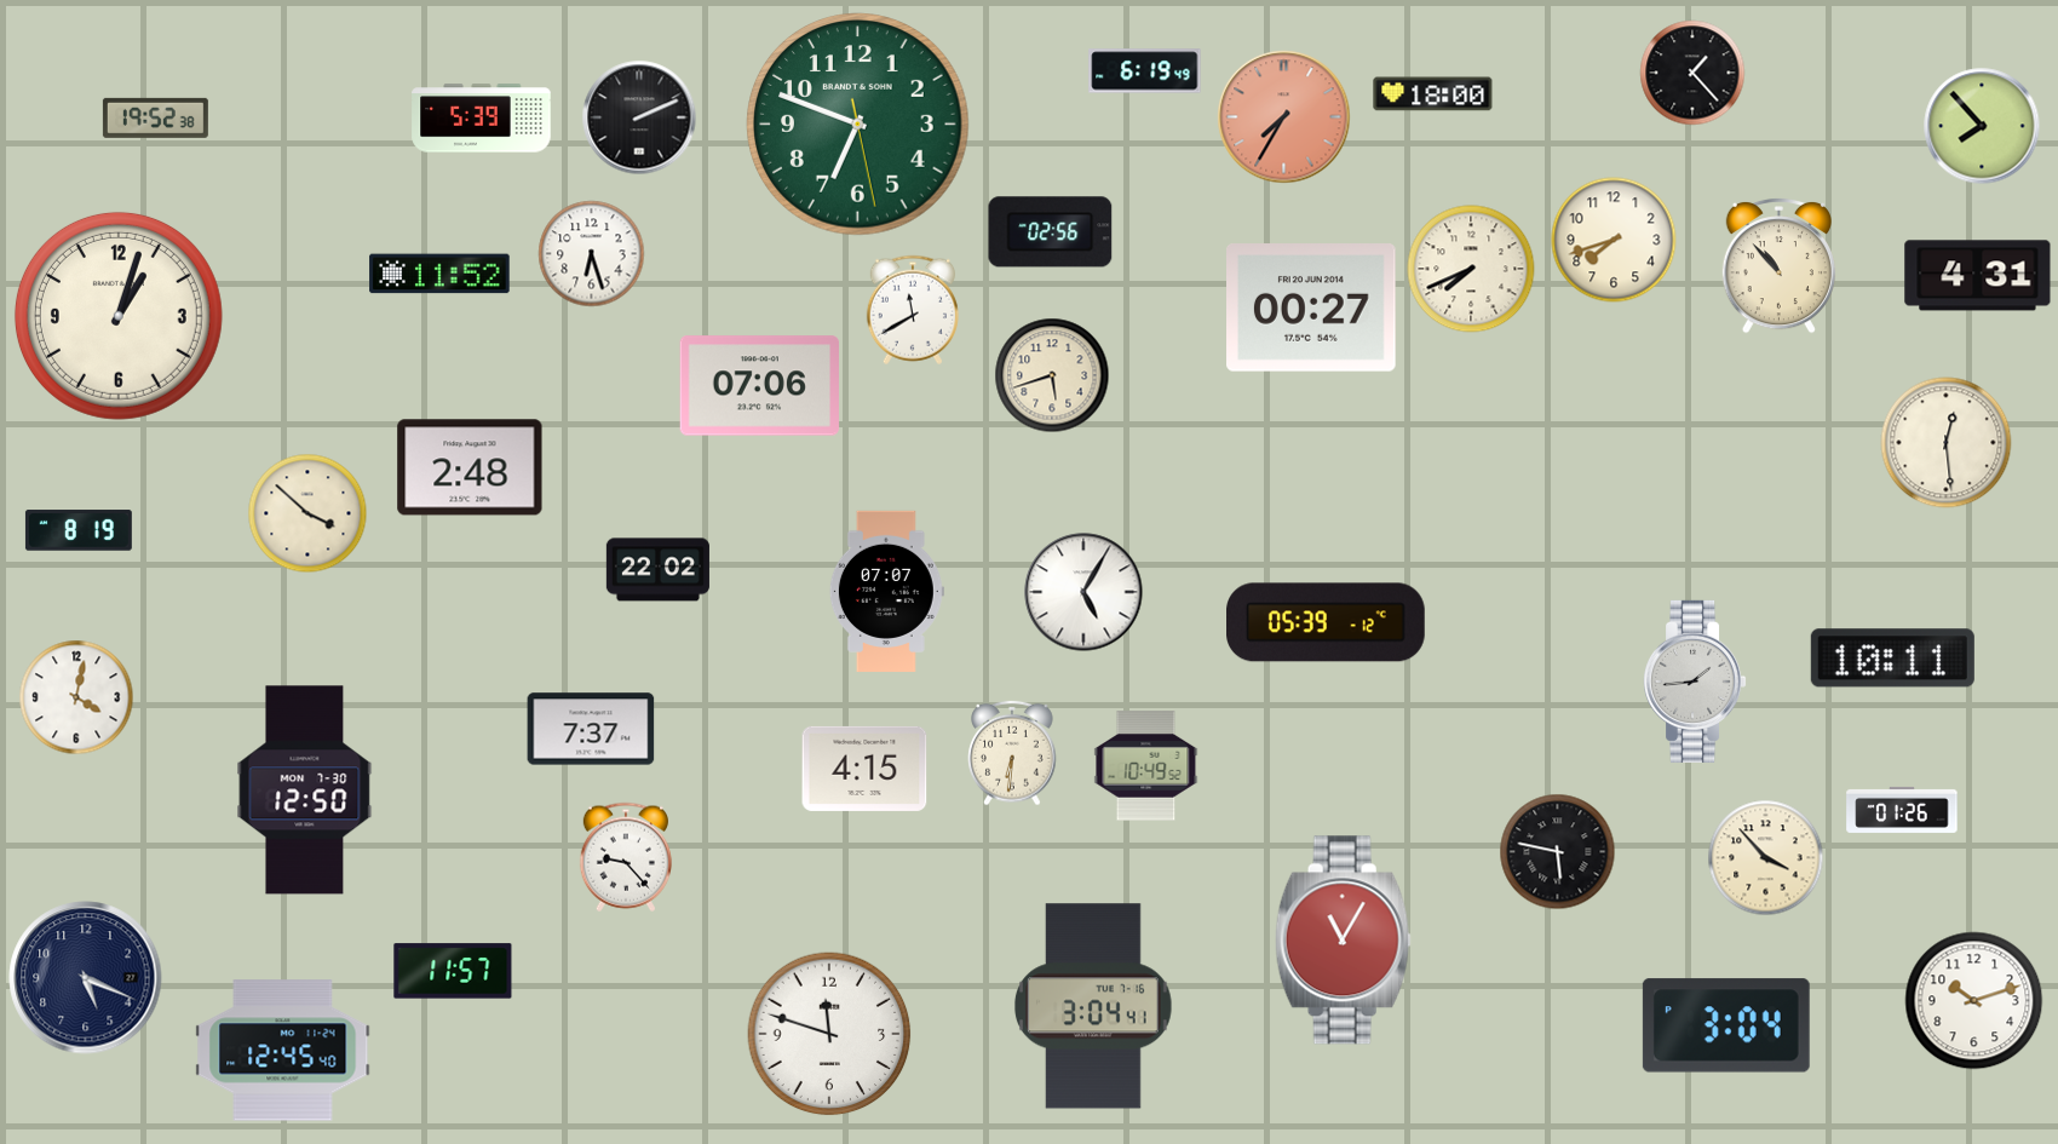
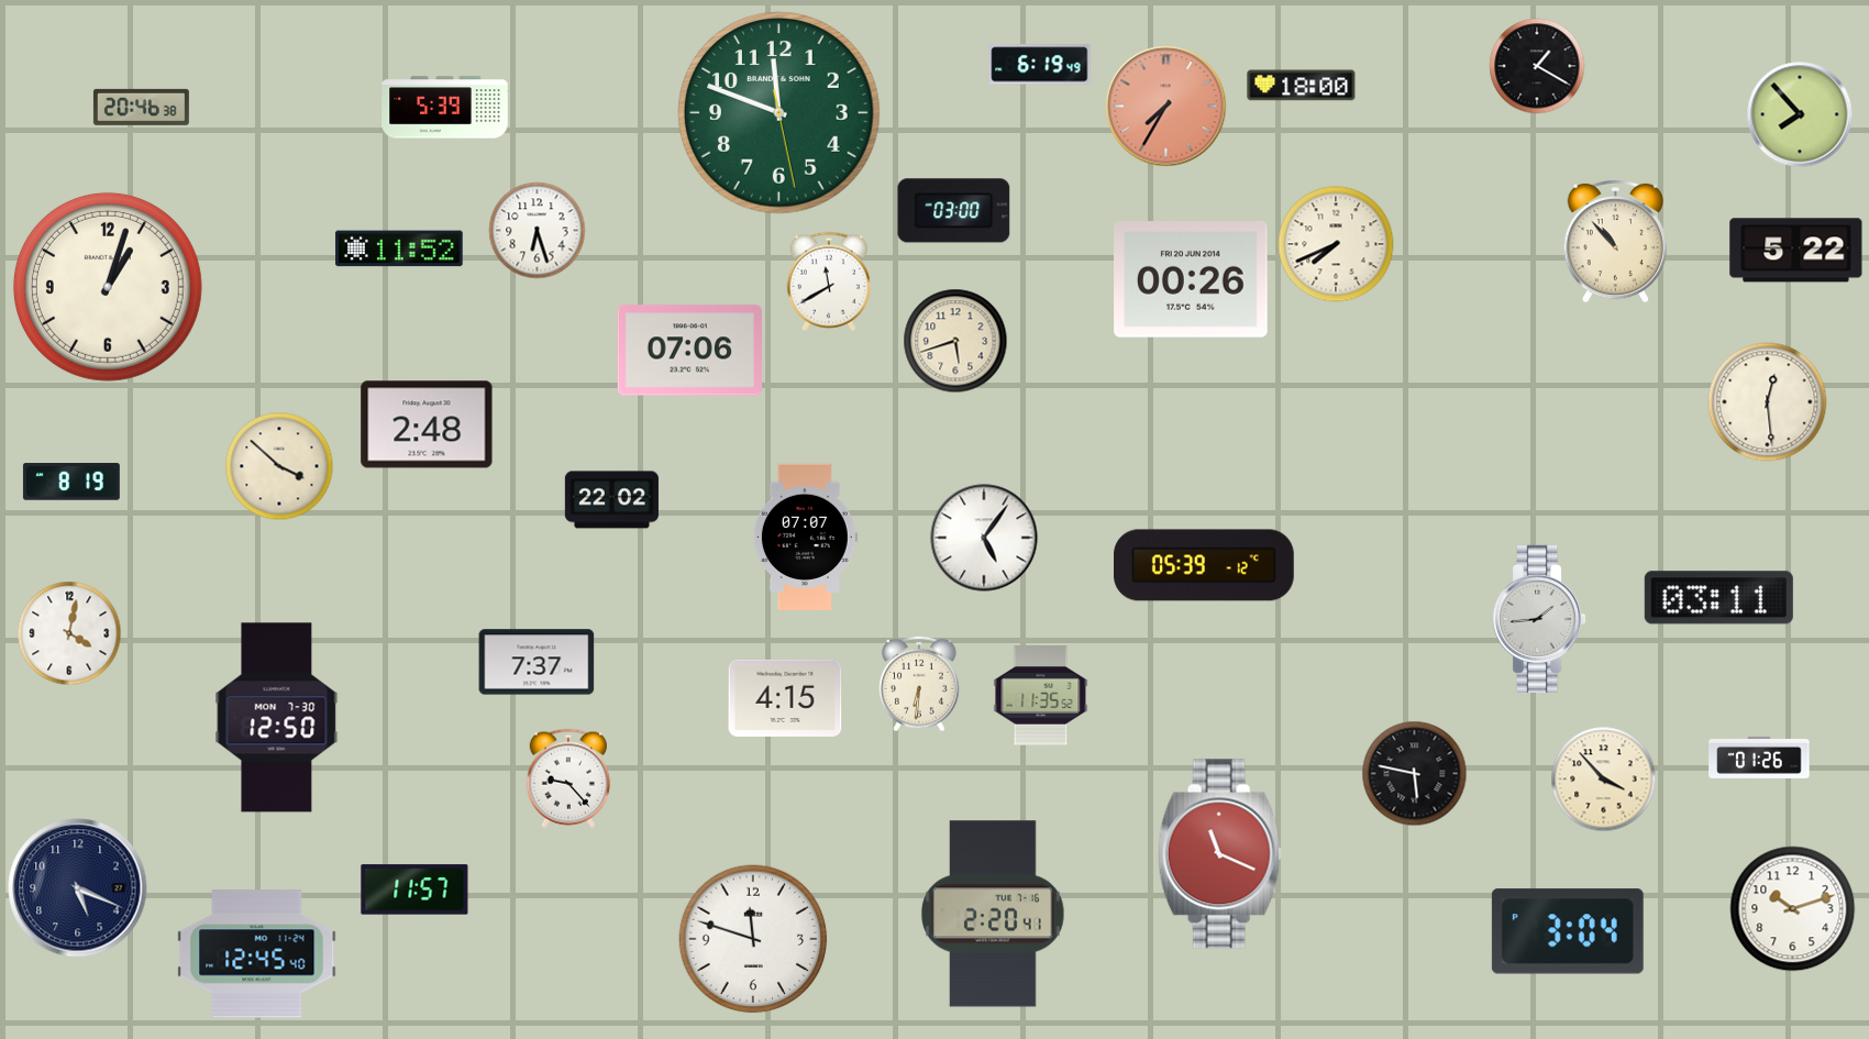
clock at (1692, 73): 1:23 -> 1:20
clock at (155, 117): 19:52 -> 20:46
clock at (639, 117): 2:11 -> none
clock at (482, 119) position: (482, 119) -> (445, 108)
clock at (858, 125): 6:48 -> 11:48
clock at (1051, 232): 02:56 -> 03:00
clock at (1614, 240): 7:42 -> none
clock at (1978, 276): 4:31 -> 5:22
clock at (1312, 307): 00:27 -> 00:26
clock at (657, 570) position: (657, 570) -> (611, 500)
clock at (1083, 592): 5:05 -> 5:06
clock at (1892, 659): 10:11 -> 03:11
clock at (1146, 766): 10:49 -> 11:35
clock at (1902, 810) position: (1902, 810) -> (1759, 758)
clock at (1343, 941): 11:05 -> 11:19
clock at (453, 971) position: (453, 971) -> (414, 889)
clock at (1093, 1006): 3:04 -> 2:20
